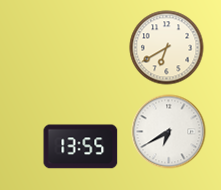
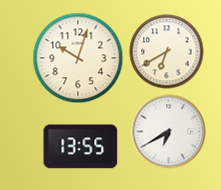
clock at (167, 48) position: (167, 48) -> (167, 52)
clock at (78, 58): none -> 10:03
